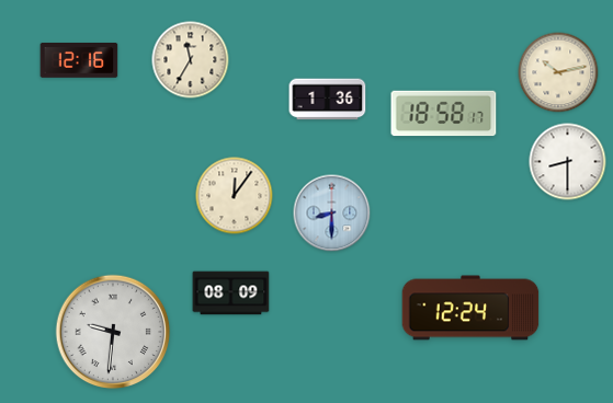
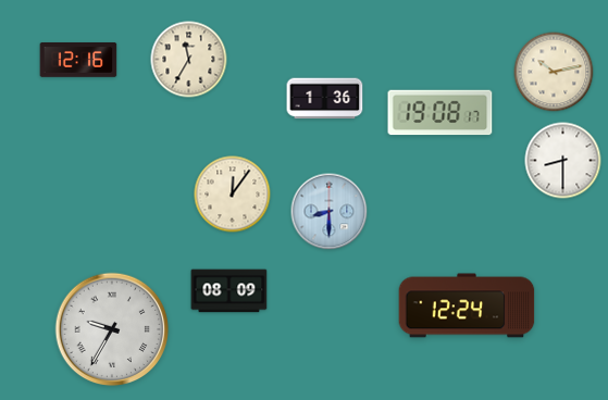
clock at (444, 114): 18:58 -> 19:08
clock at (113, 332): 9:31 -> 9:35
